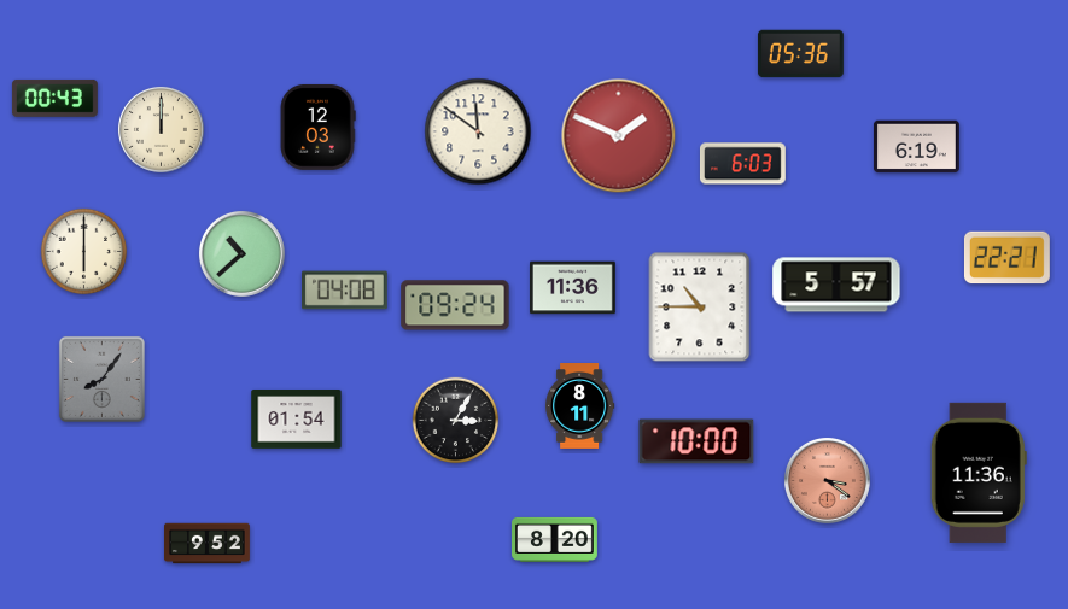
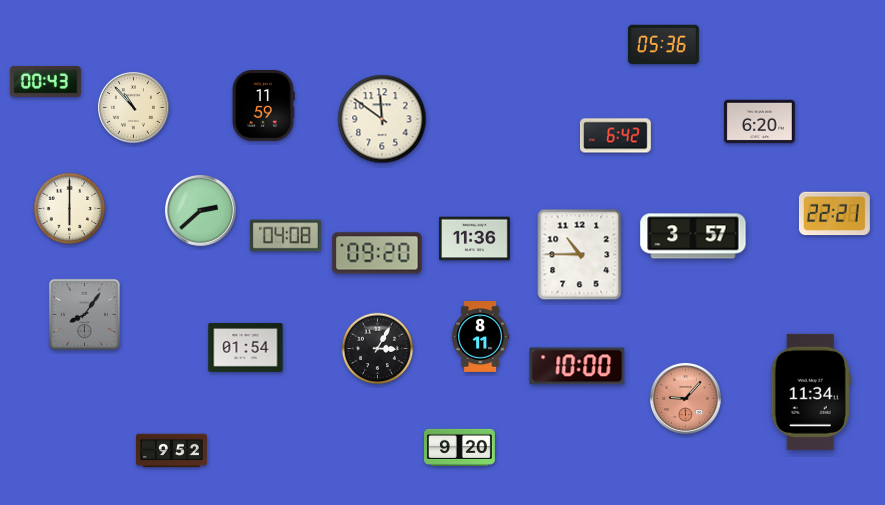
clock at (317, 127): 12:03 -> 11:59
clock at (161, 129): 12:00 -> 10:53
clock at (478, 131) position: (478, 131) -> (382, 119)
clock at (619, 136): 1:49 -> none
clock at (917, 147): 6:19 -> 6:20
clock at (742, 164): 6:03 -> 6:42
clock at (241, 253): 10:38 -> 2:38
clock at (836, 285): 5:57 -> 3:57
clock at (344, 291) position: (344, 291) -> (285, 236)
clock at (455, 305): 09:24 -> 09:20
clock at (979, 473): 11:36 -> 11:34
clock at (827, 480): 3:21 -> 9:07
clock at (555, 539): 8:20 -> 9:20
